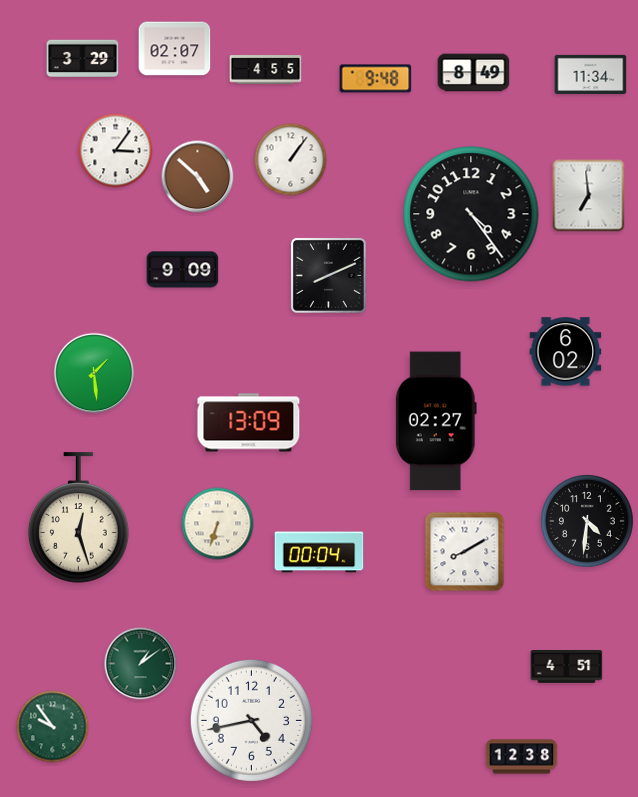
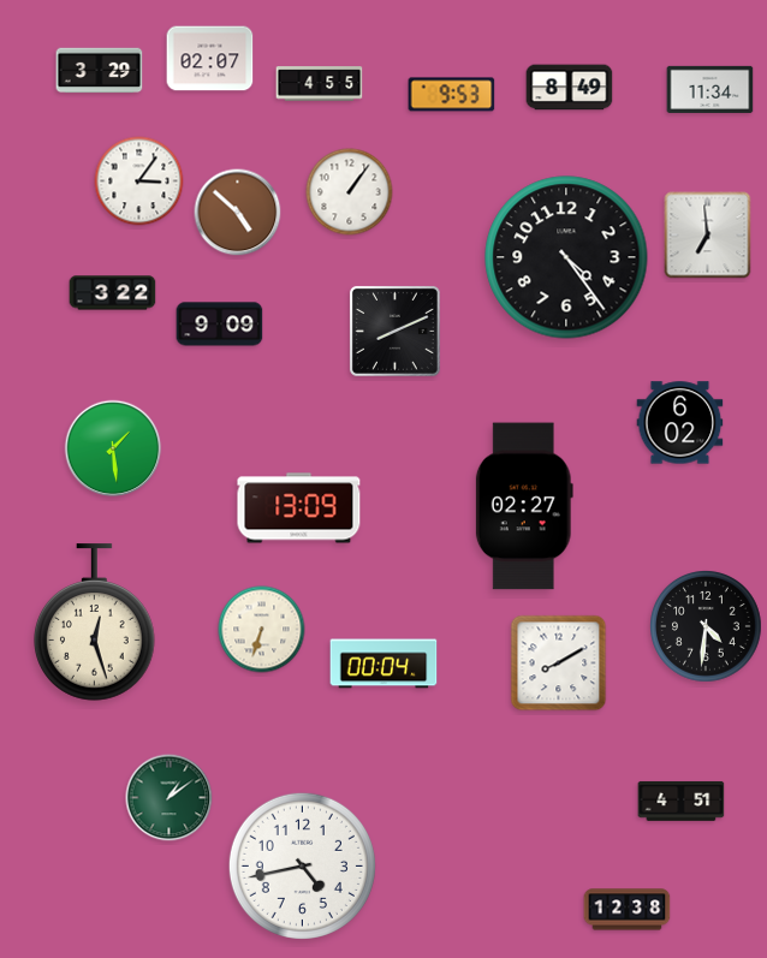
clock at (376, 79): 9:48 -> 9:53
clock at (113, 293): none -> 3:22
clock at (53, 727): 9:54 -> none
